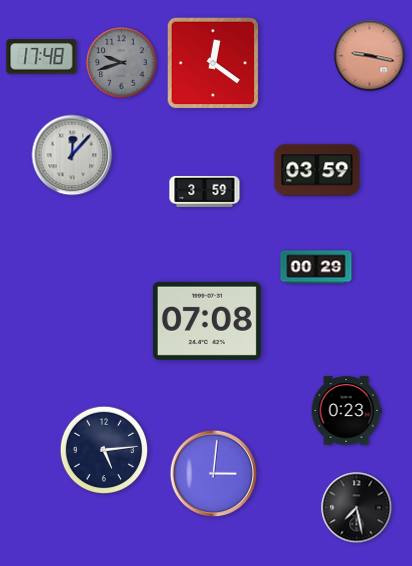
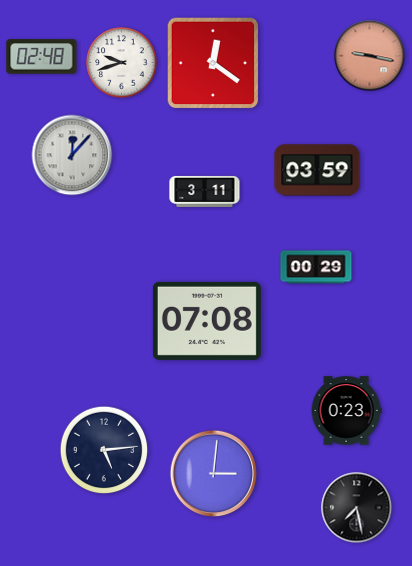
clock at (42, 57): 17:48 -> 02:48
clock at (122, 63) dial: grey -> white
clock at (205, 191): 3:59 -> 3:11
